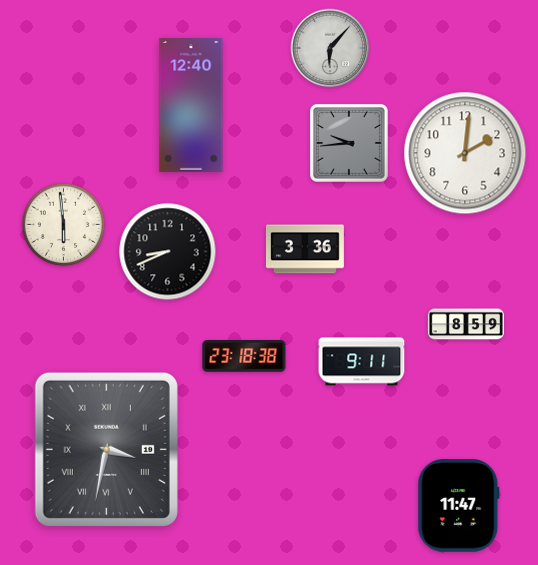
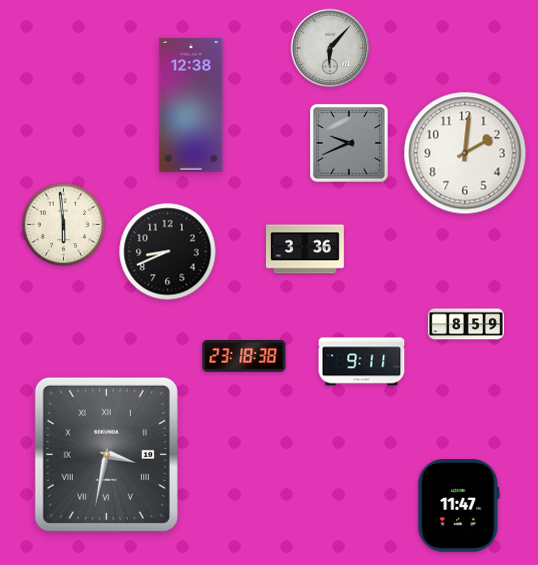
clock at (191, 105): 12:40 -> 12:38
clock at (349, 143): 9:44 -> 9:41
clock at (106, 449) position: (106, 449) -> (106, 454)
